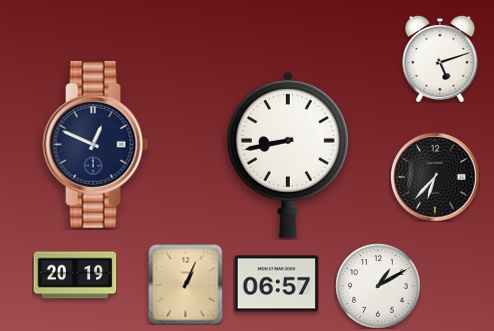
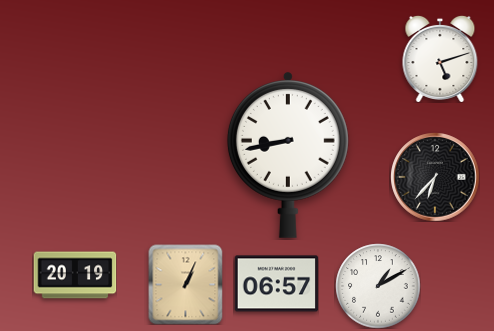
clock at (96, 144): 12:49 -> none
